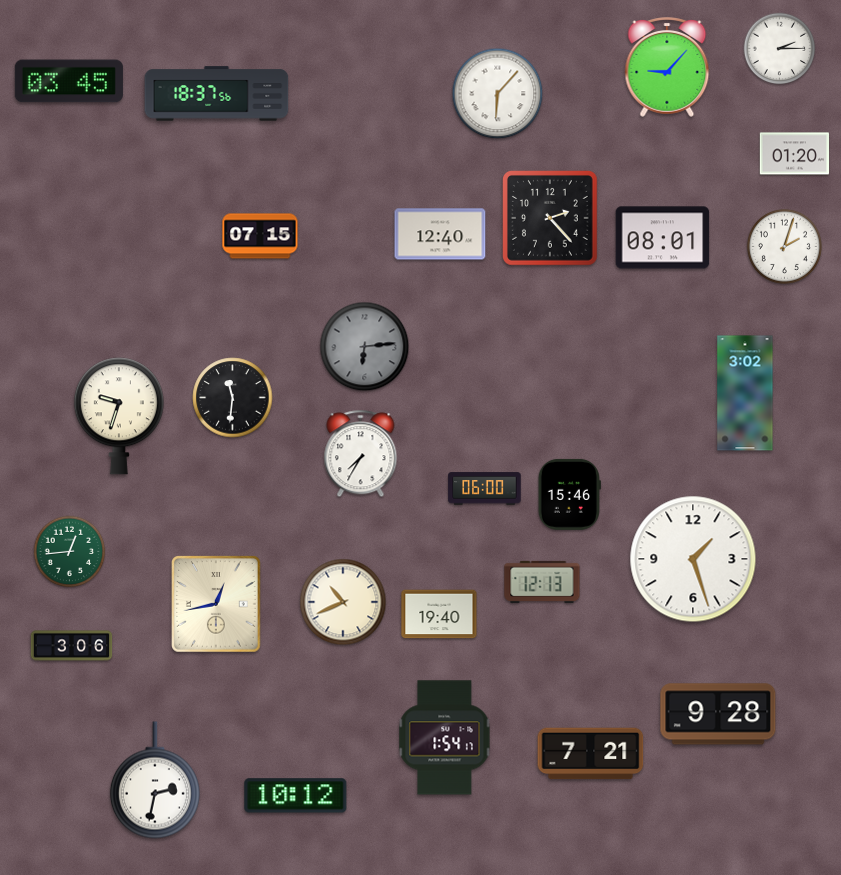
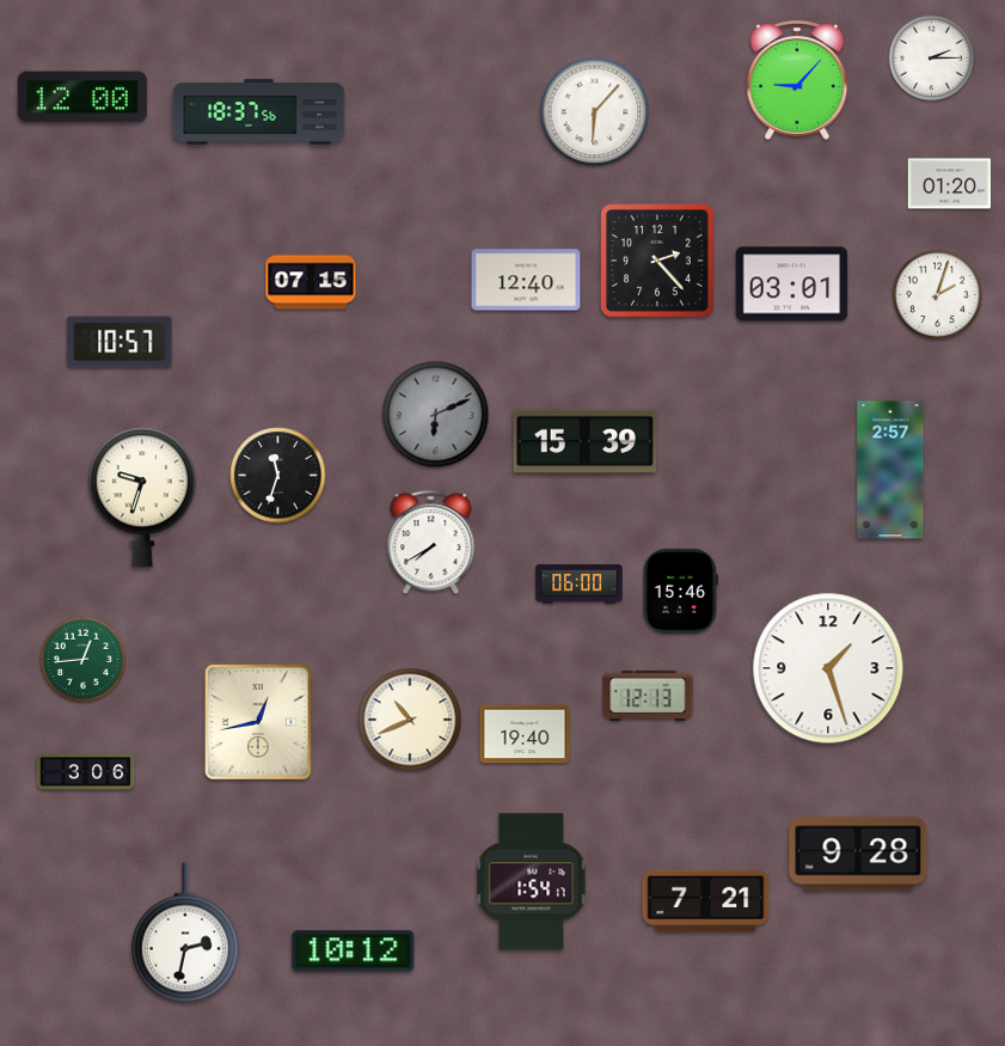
clock at (69, 81): 03:45 -> 12:00
clock at (663, 238): 08:01 -> 03:01
clock at (120, 342): none -> 10:57
clock at (365, 347): 6:14 -> 6:11
clock at (586, 442): none -> 15:39
clock at (745, 393): 3:02 -> 2:57
clock at (233, 398): 11:31 -> 11:33
clock at (361, 454): 7:35 -> 7:40
